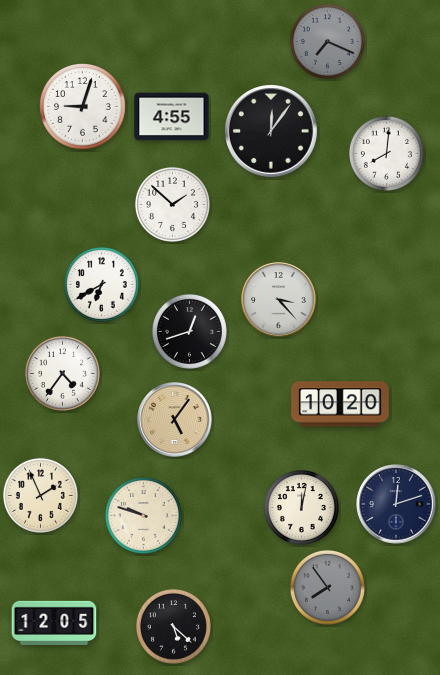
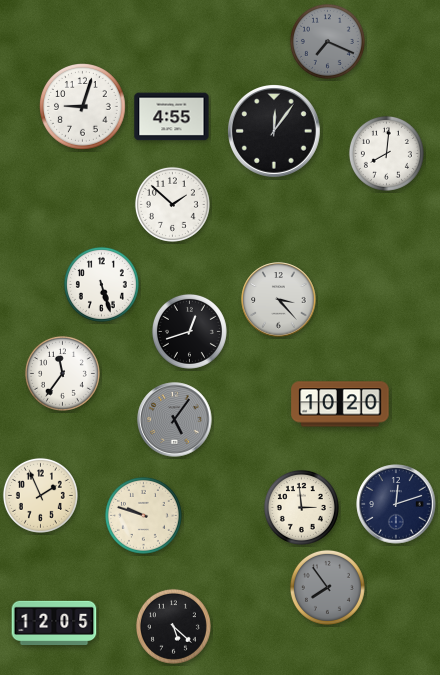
clock at (272, 132) position: (272, 132) -> (275, 132)
clock at (101, 284): 6:40 -> 5:27
clock at (62, 373): 4:36 -> 11:36
clock at (175, 420) dial: champagne -> grey
clock at (301, 507): 12:02 -> 2:59
